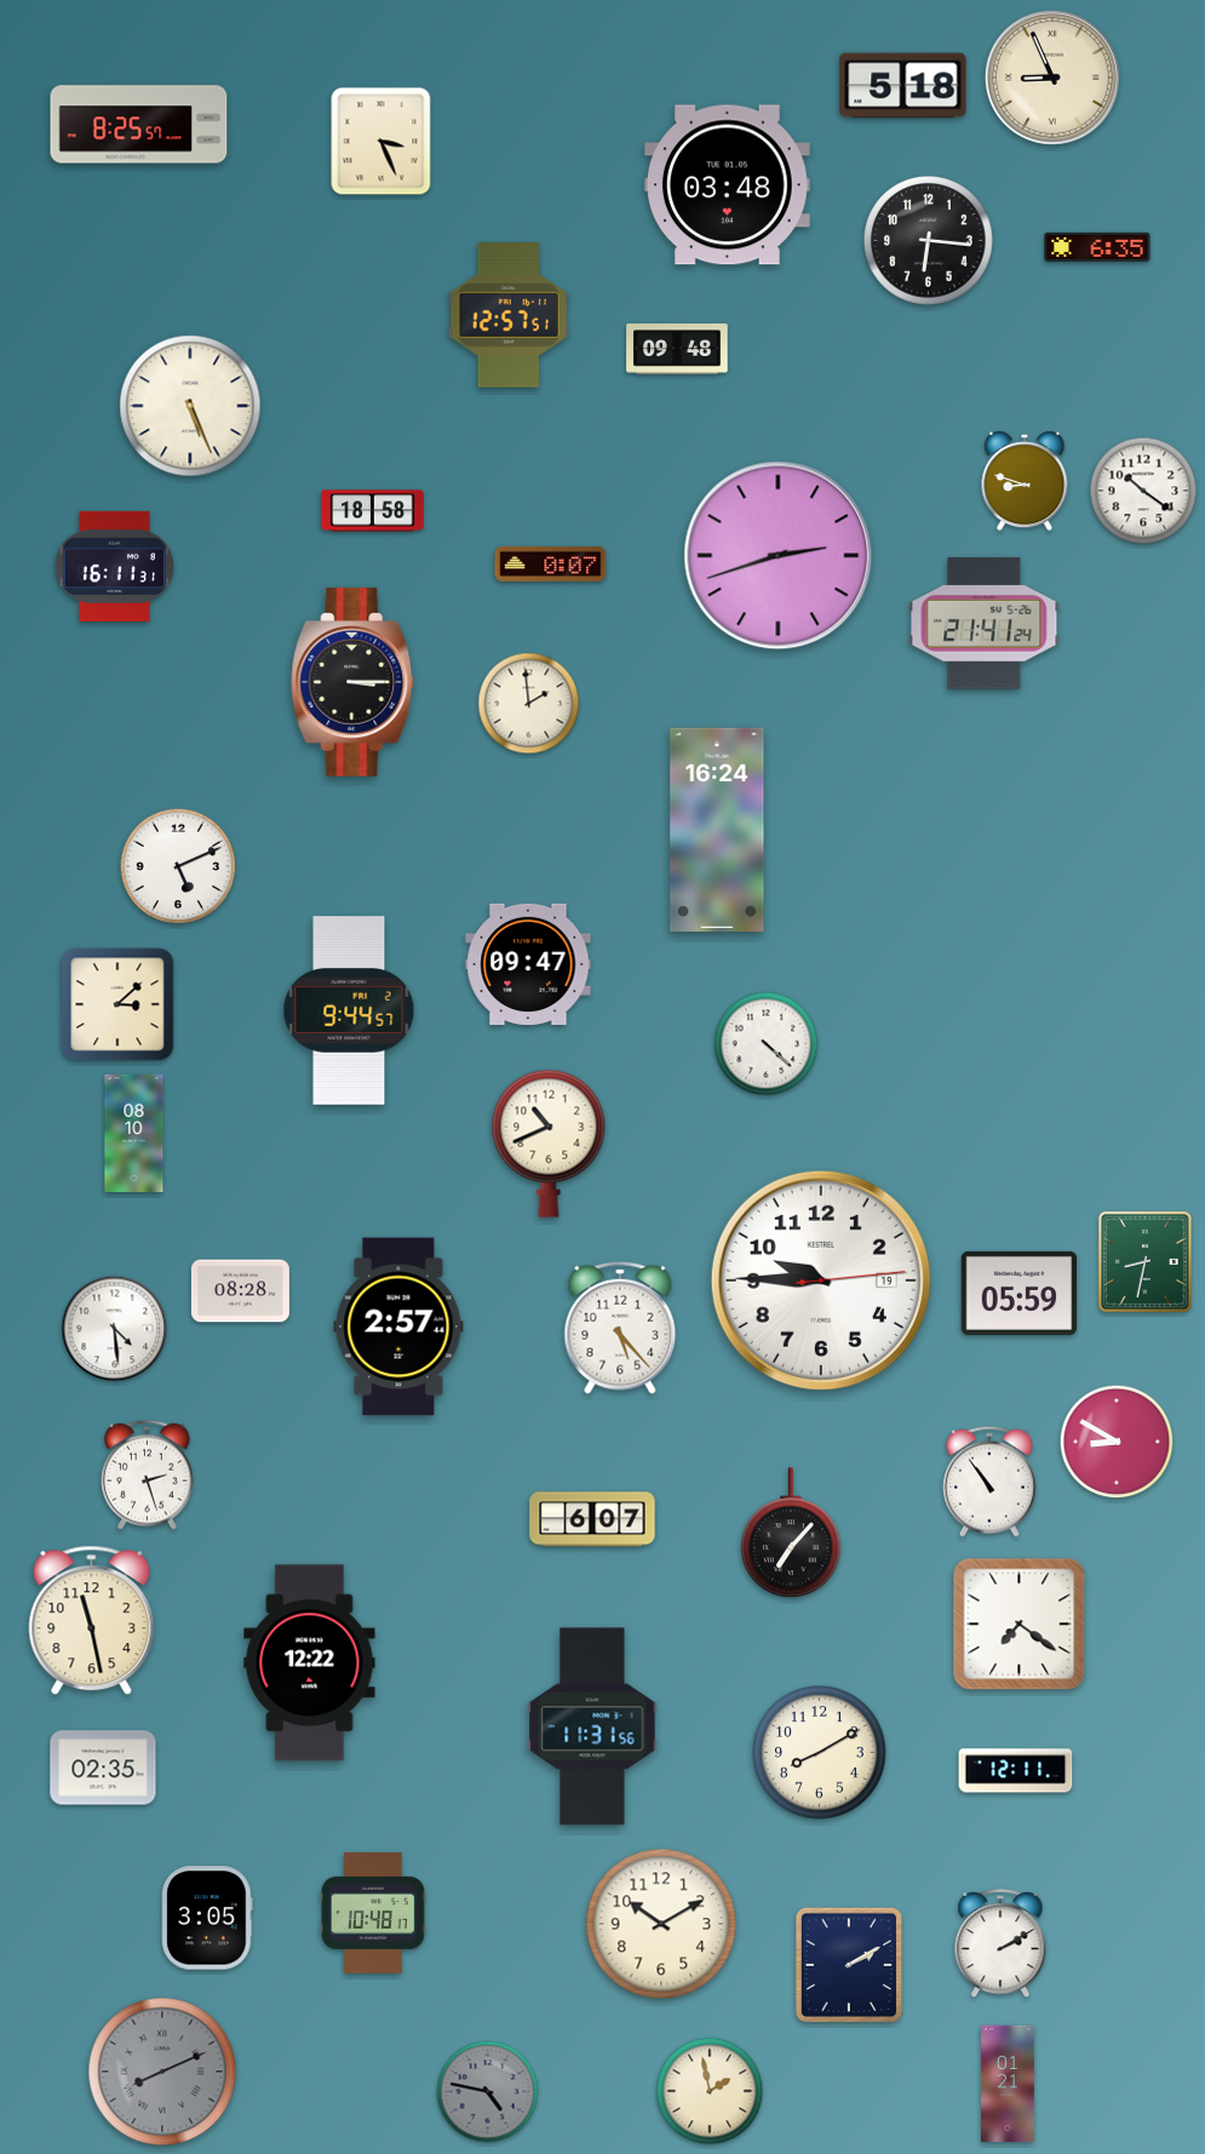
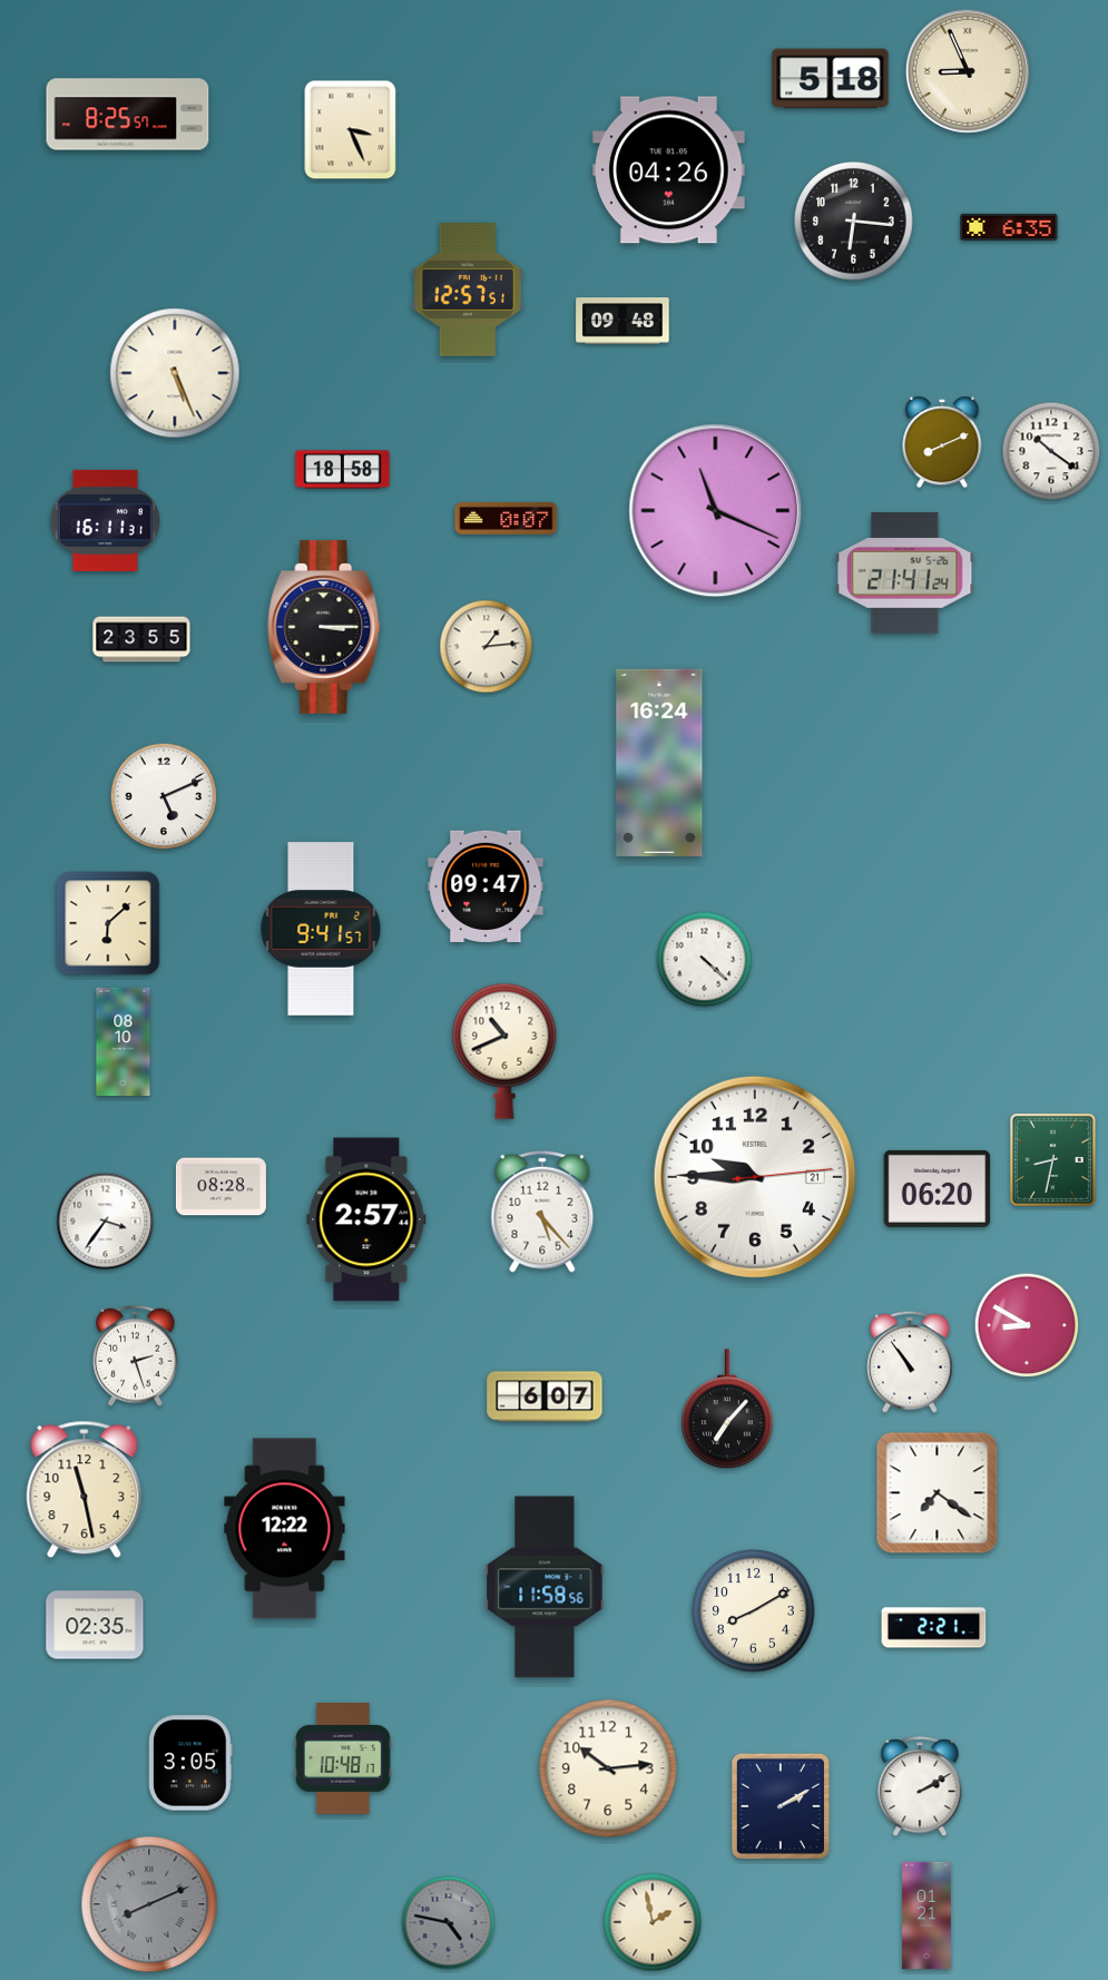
clock at (728, 185): 03:48 -> 04:26
clock at (1025, 481): 8:48 -> 8:11
clock at (779, 556): 2:42 -> 11:19
clock at (141, 639): none -> 23:55
clock at (529, 704): 1:59 -> 1:14
clock at (117, 1004): 3:08 -> 6:08
clock at (349, 1010): 9:44 -> 9:41
clock at (821, 1281) date: 19 -> 21
clock at (1020, 1293): 05:59 -> 06:20
clock at (620, 1328) position: (620, 1328) -> (542, 1212)
clock at (115, 1329): 4:29 -> 3:36
clock at (592, 1726): 11:31 -> 11:58
clock at (1016, 1771): 12:11 -> 2:21
clock at (661, 1924): 10:10 -> 10:14
